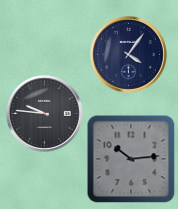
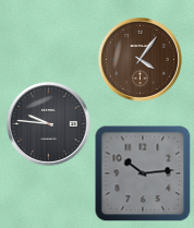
clock at (128, 54) dial: navy -> brown
